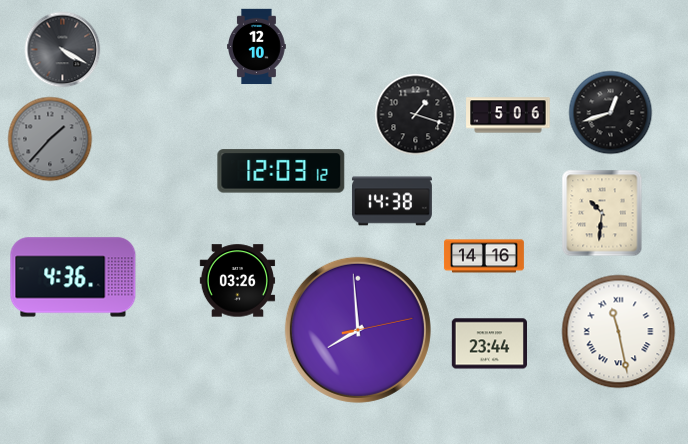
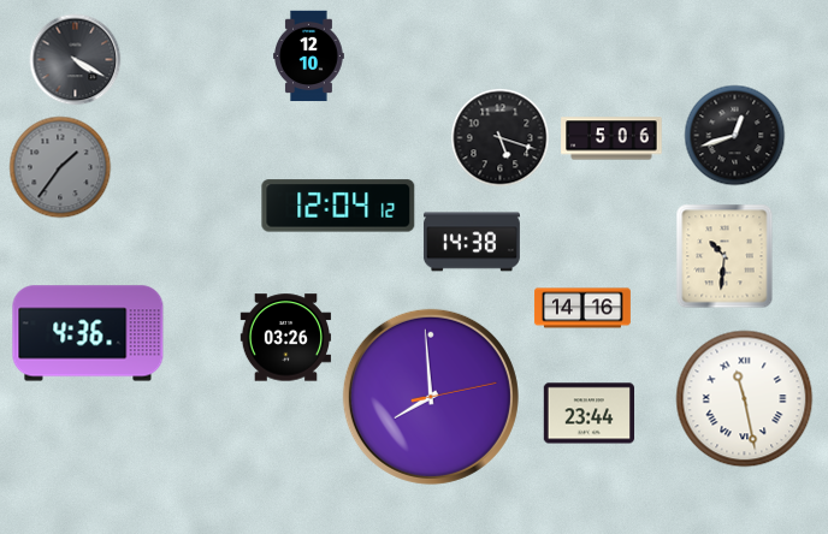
clock at (416, 115): 1:18 -> 5:18
clock at (50, 139): 1:37 -> 1:36
clock at (281, 171): 12:03 -> 12:04
